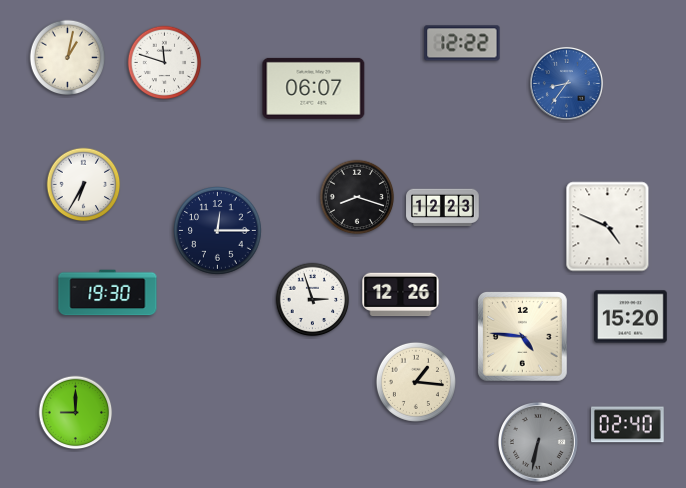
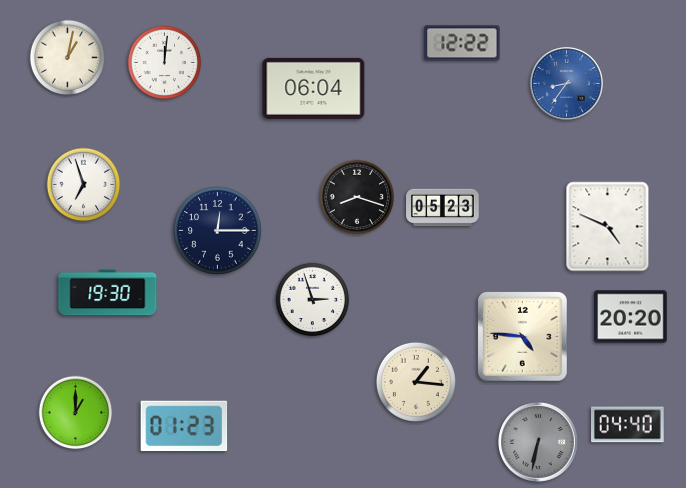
clock at (165, 63): 11:48 -> 12:01
clock at (314, 88): 06:07 -> 06:04
clock at (84, 185): 6:35 -> 6:57
clock at (443, 208): 12:23 -> 05:23
clock at (401, 295): 12:26 -> none
clock at (631, 317): 15:20 -> 20:20
clock at (76, 413): 9:00 -> 1:00
clock at (628, 425): 02:40 -> 04:40
clock at (184, 426): none -> 01:23
